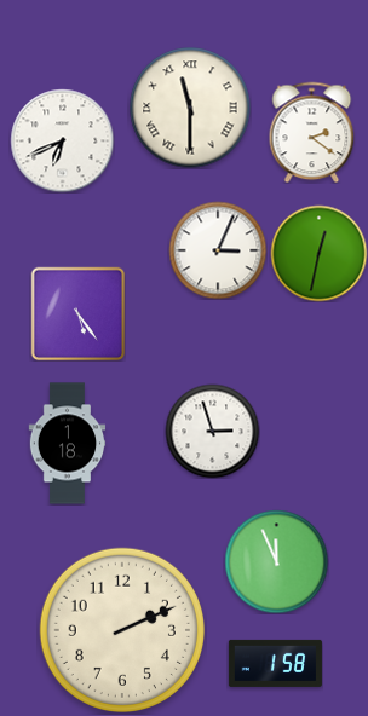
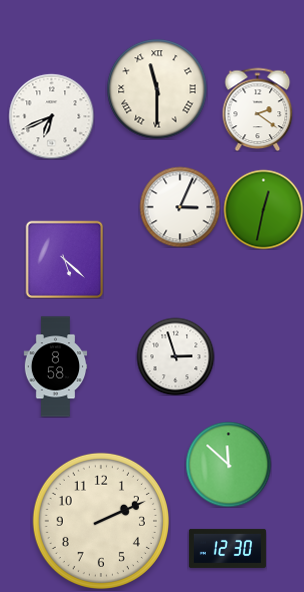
clock at (77, 313): 5:24 -> 5:22
clock at (68, 444): 1:18 -> 8:58
clock at (276, 561): 11:56 -> 11:52
clock at (275, 663): 1:58 -> 12:30
